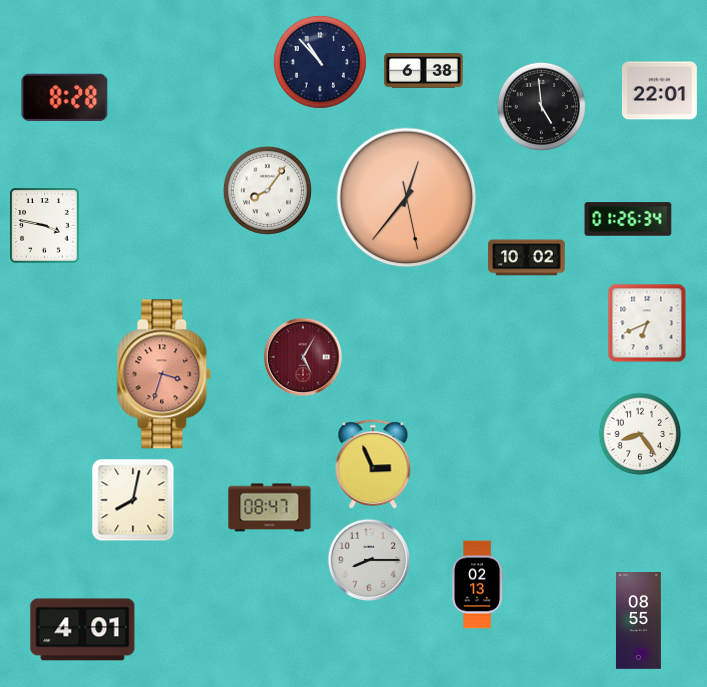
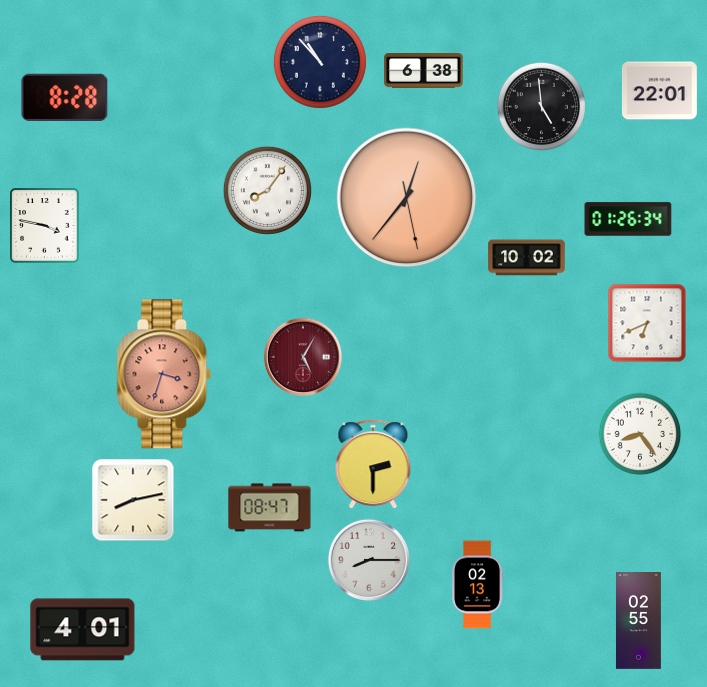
clock at (373, 465): 2:56 -> 2:30
clock at (133, 500): 8:02 -> 8:13
clock at (638, 621): 08:55 -> 02:55
